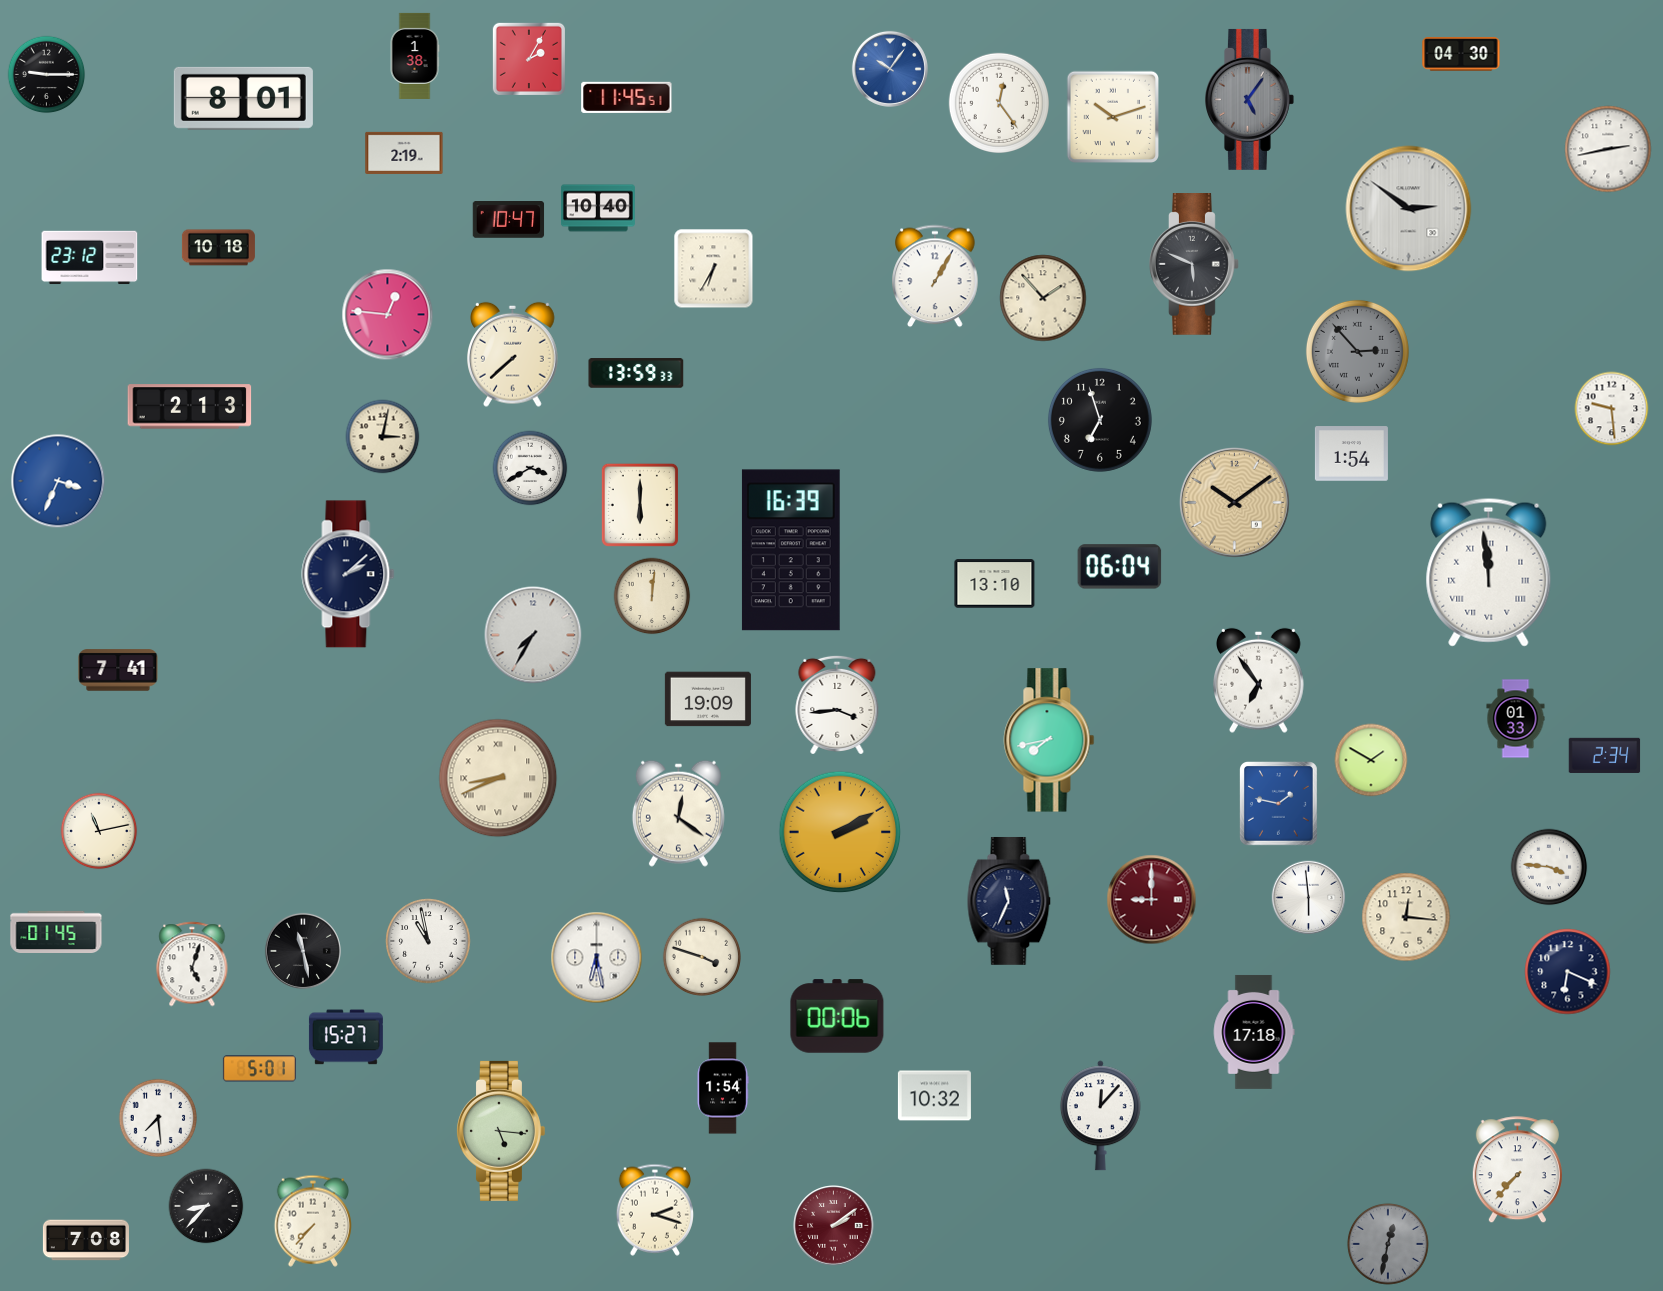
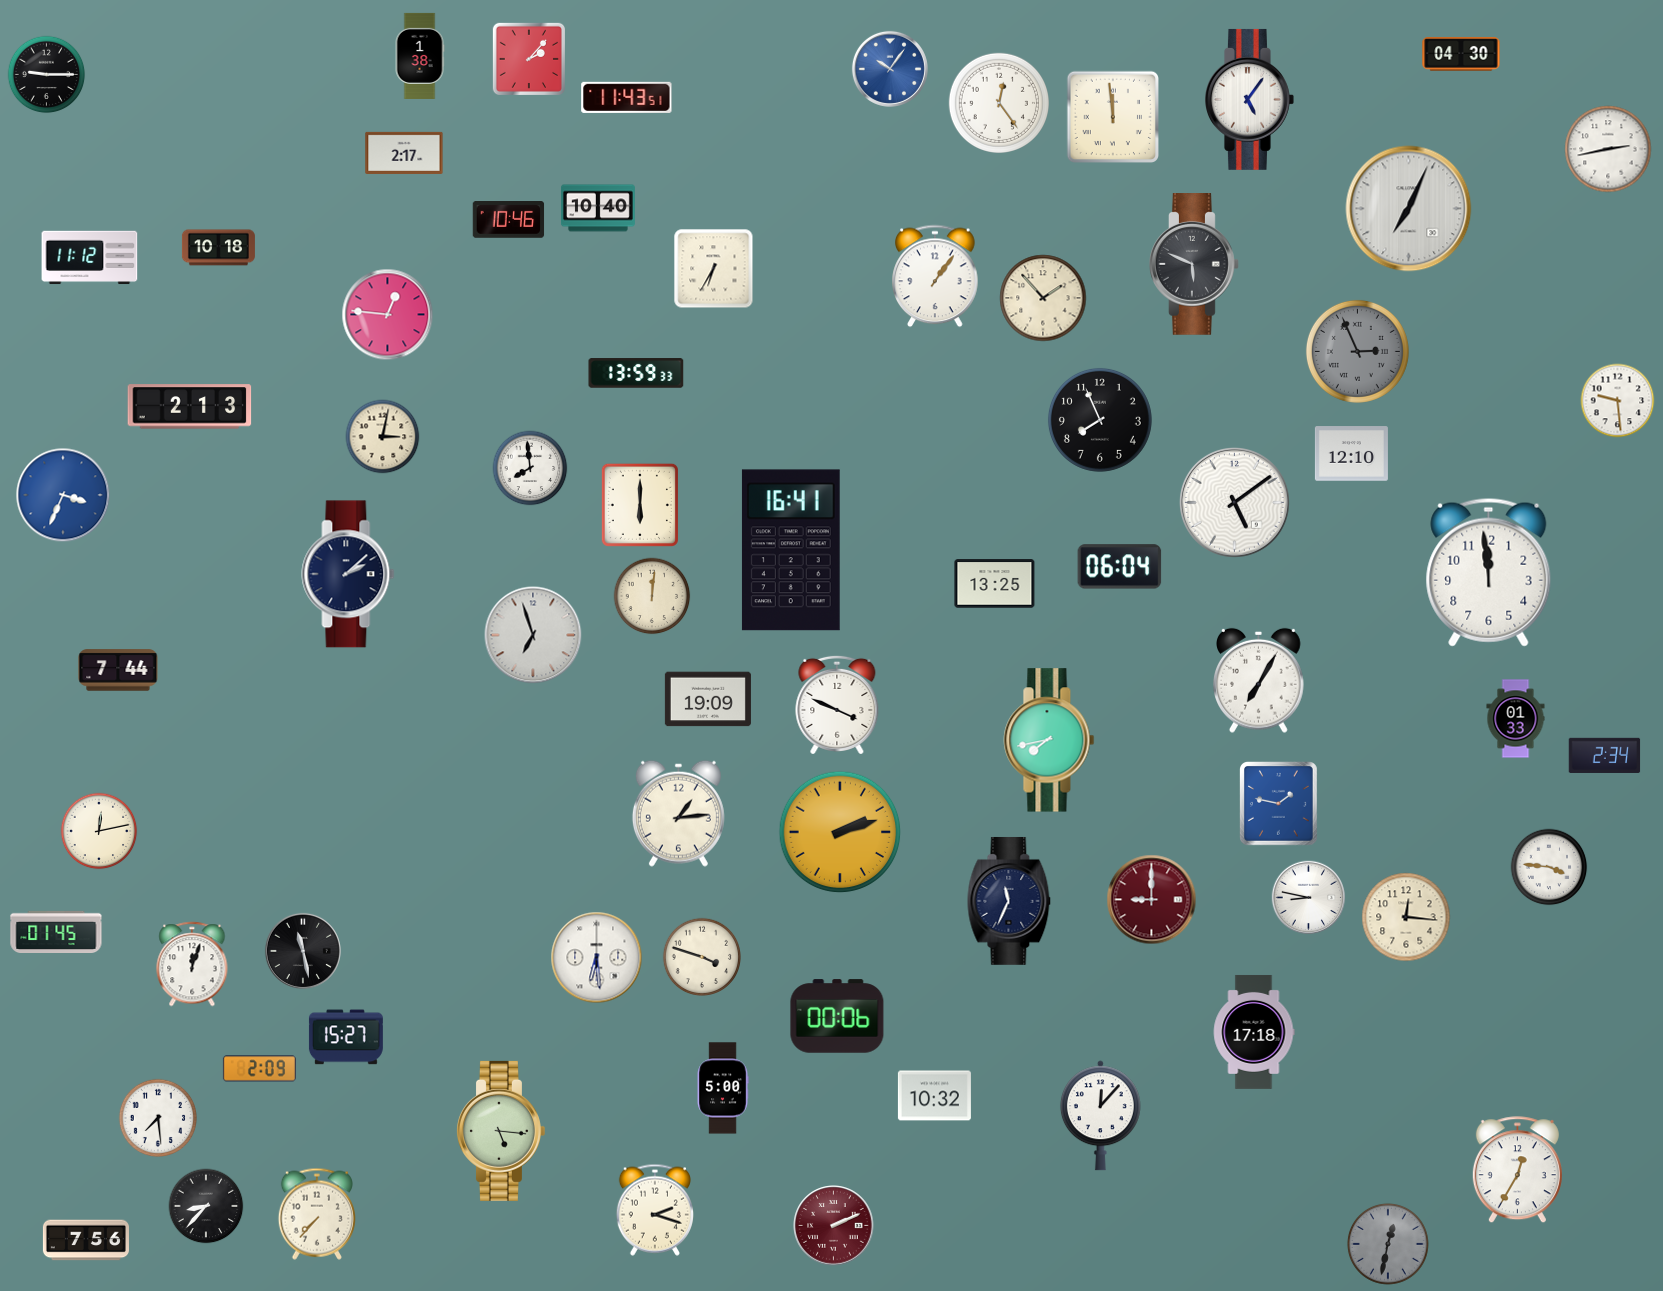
clock at (415, 56) position: (415, 56) -> (420, 56)
clock at (529, 59): 2:05 -> 2:07
clock at (627, 97): 11:45 -> 11:43
clock at (243, 98): 8:01 -> none
clock at (1250, 99) dial: grey -> white
clock at (1112, 116): 10:12 -> 11:59
clock at (404, 153): 2:19 -> 2:17
clock at (1409, 209): 2:51 -> 7:04
clock at (509, 220): 10:47 -> 10:46
clock at (90, 258): 23:12 -> 11:12
clock at (935, 276): 1:05 -> 1:06
clock at (1357, 351): 2:53 -> 2:56
clock at (513, 354): 7:38 -> none
clock at (1612, 409) position: (1612, 409) -> (1618, 401)
clock at (1100, 420): 6:57 -> 7:56
clock at (1351, 454): 1:54 -> 12:10
clock at (530, 468): 3:40 -> 7:59
clock at (58, 481) position: (58, 481) -> (63, 495)
clock at (1234, 502): 10:09 -> 5:09
clock at (1234, 502) dial: champagne -> white
clock at (791, 550): 16:39 -> 16:41
clock at (1489, 572) numerals: Roman -> Arabic
clock at (995, 584): 13:10 -> 13:25
clock at (533, 635): 7:35 -> 6:57
clock at (118, 670): 7:41 -> 7:44
clock at (1259, 680): 6:54 -> 7:05
clock at (837, 705): 3:44 -> 3:49
clock at (1371, 760): 1:50 -> none
clock at (498, 778): 8:41 -> none
clock at (678, 813): 12:21 -> 1:14
clock at (99, 831): 11:13 -> 12:13
clock at (840, 832): 2:10 -> 2:12
clock at (1309, 898): 5:59 -> 8:47
clock at (428, 941): 10:58 -> none
clock at (597, 958): 6:28 -> 6:29
clock at (192, 964): 5:03 -> 12:03
clock at (1568, 972): 6:19 -> none
clock at (259, 1069): 5:01 -> 2:09
clock at (723, 1088): 1:54 -> 5:00
clock at (1517, 1170): 7:37 -> 12:35
clock at (313, 1221) position: (313, 1221) -> (317, 1214)
clock at (834, 1226): 2:09 -> 2:11
clock at (86, 1240): 7:08 -> 7:56
